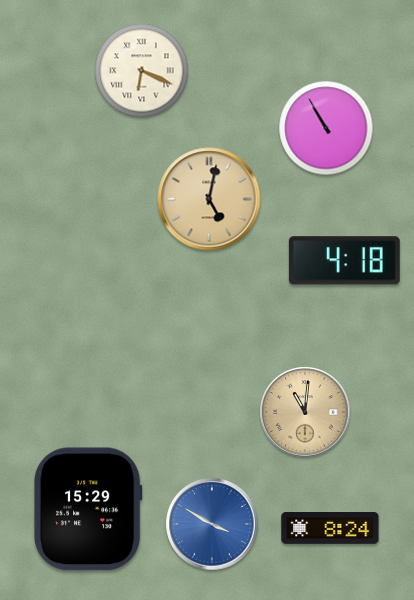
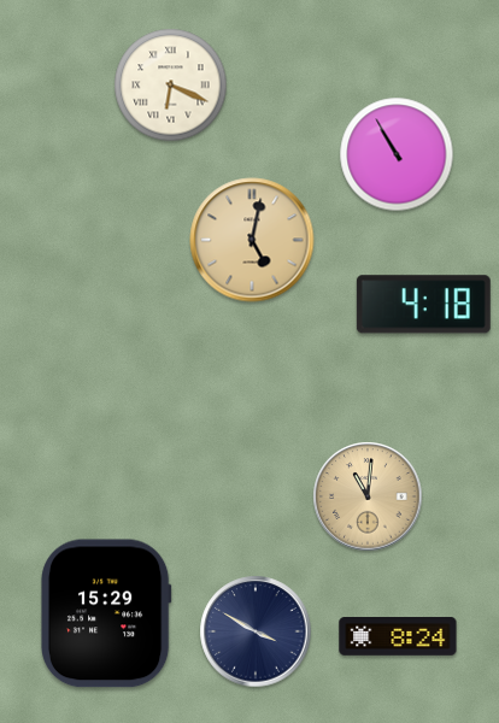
clock at (326, 128) position: (326, 128) -> (397, 154)
clock at (344, 261) position: (344, 261) -> (423, 305)
clock at (212, 524) dial: blue -> navy
